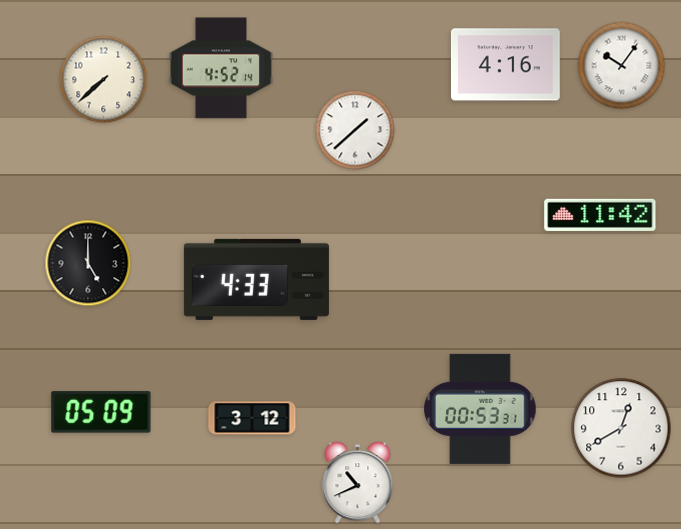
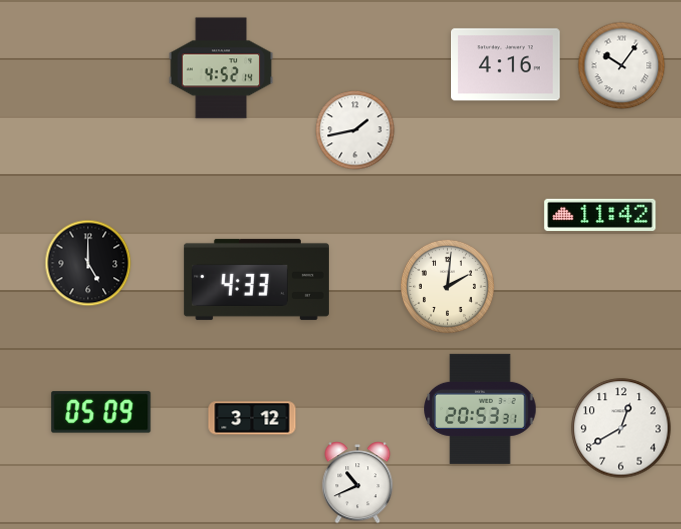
clock at (104, 80): 7:38 -> none
clock at (355, 130): 1:38 -> 1:43
clock at (447, 286): none -> 2:01
clock at (480, 409): 00:53 -> 20:53
